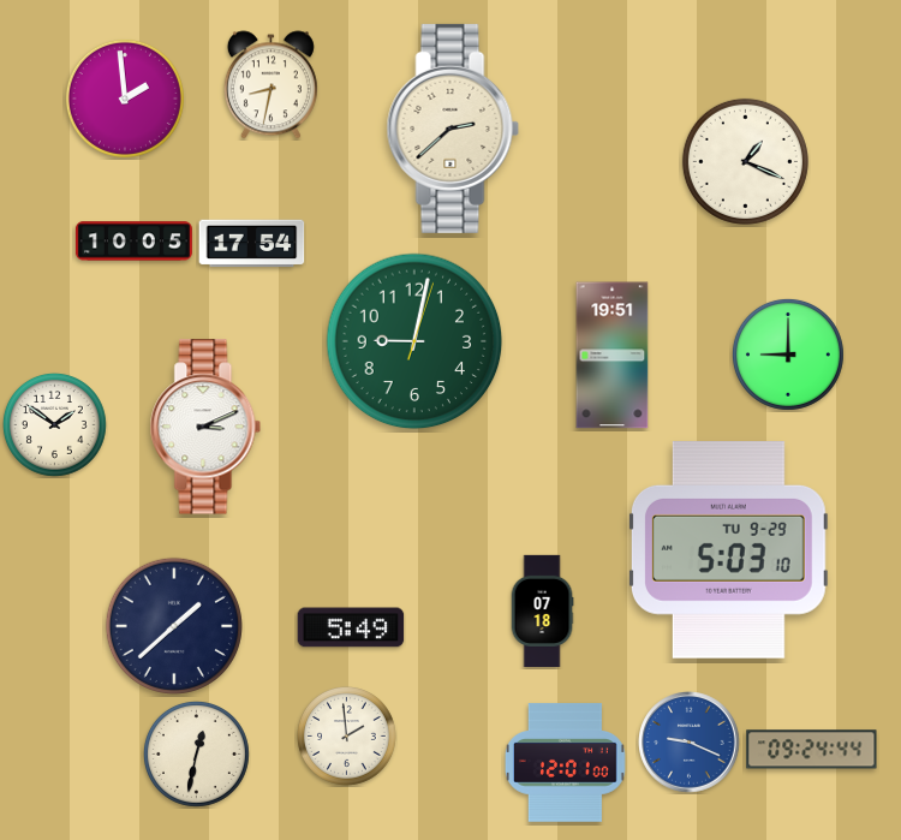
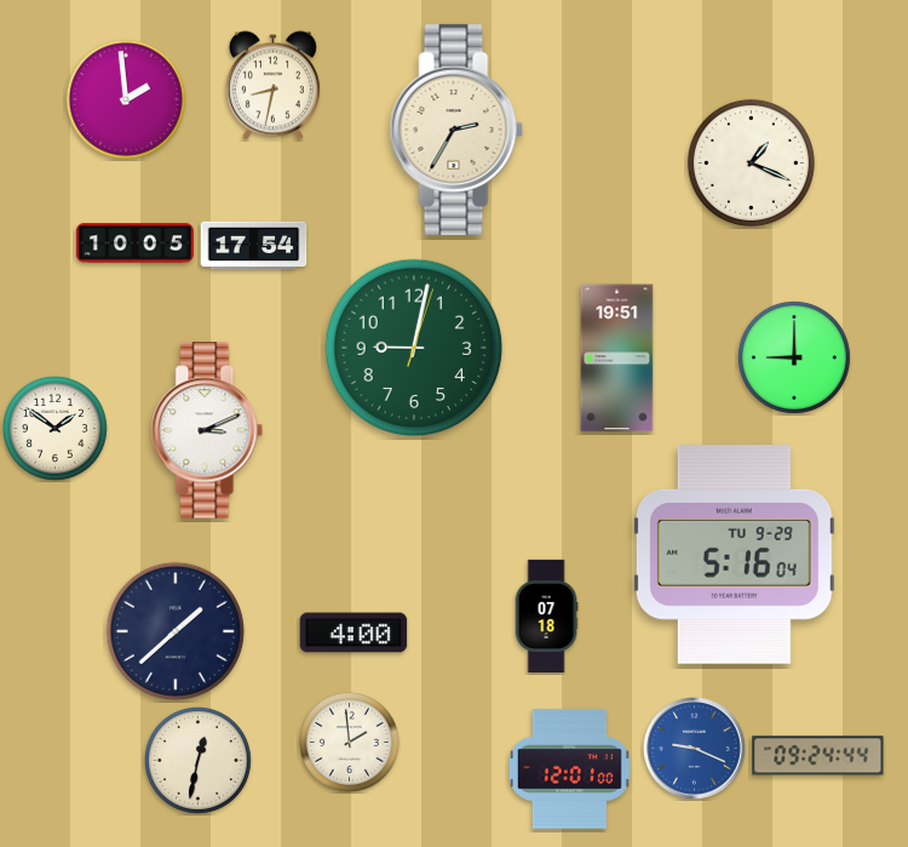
clock at (453, 129): 2:38 -> 2:35
clock at (414, 341) position: (414, 341) -> (414, 348)
clock at (728, 550): 5:03 -> 5:16
clock at (351, 627): 5:49 -> 4:00
